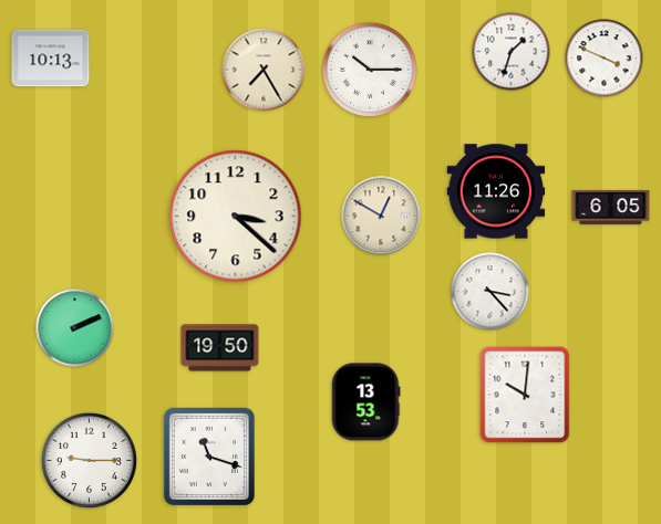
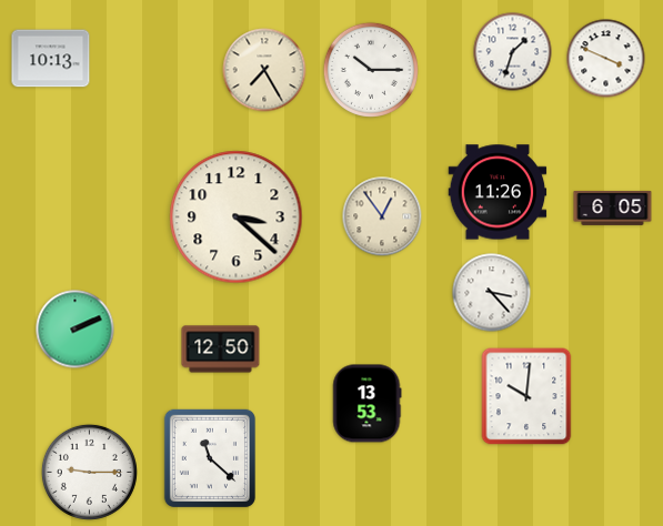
clock at (381, 216): 12:50 -> 12:54
clock at (220, 348): 19:50 -> 12:50
clock at (209, 457): 11:18 -> 11:22
clock at (89, 460) position: (89, 460) -> (89, 472)
